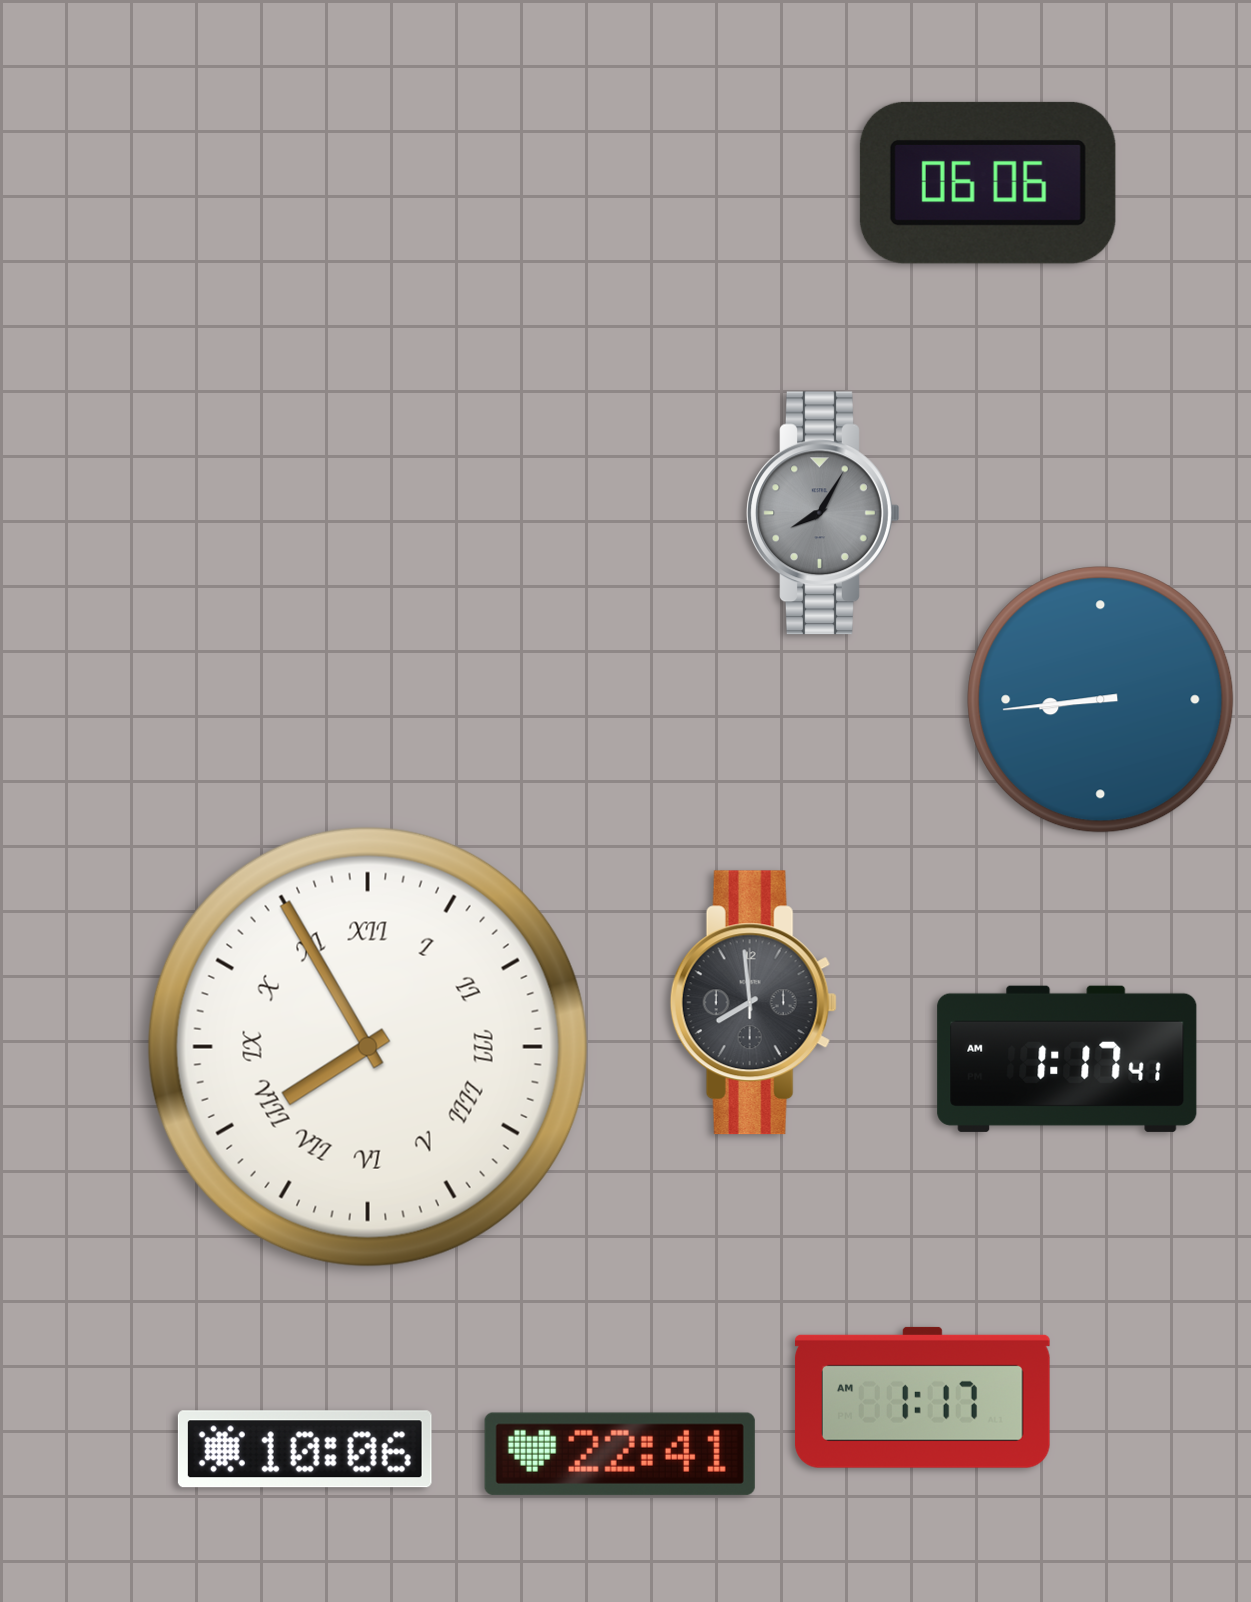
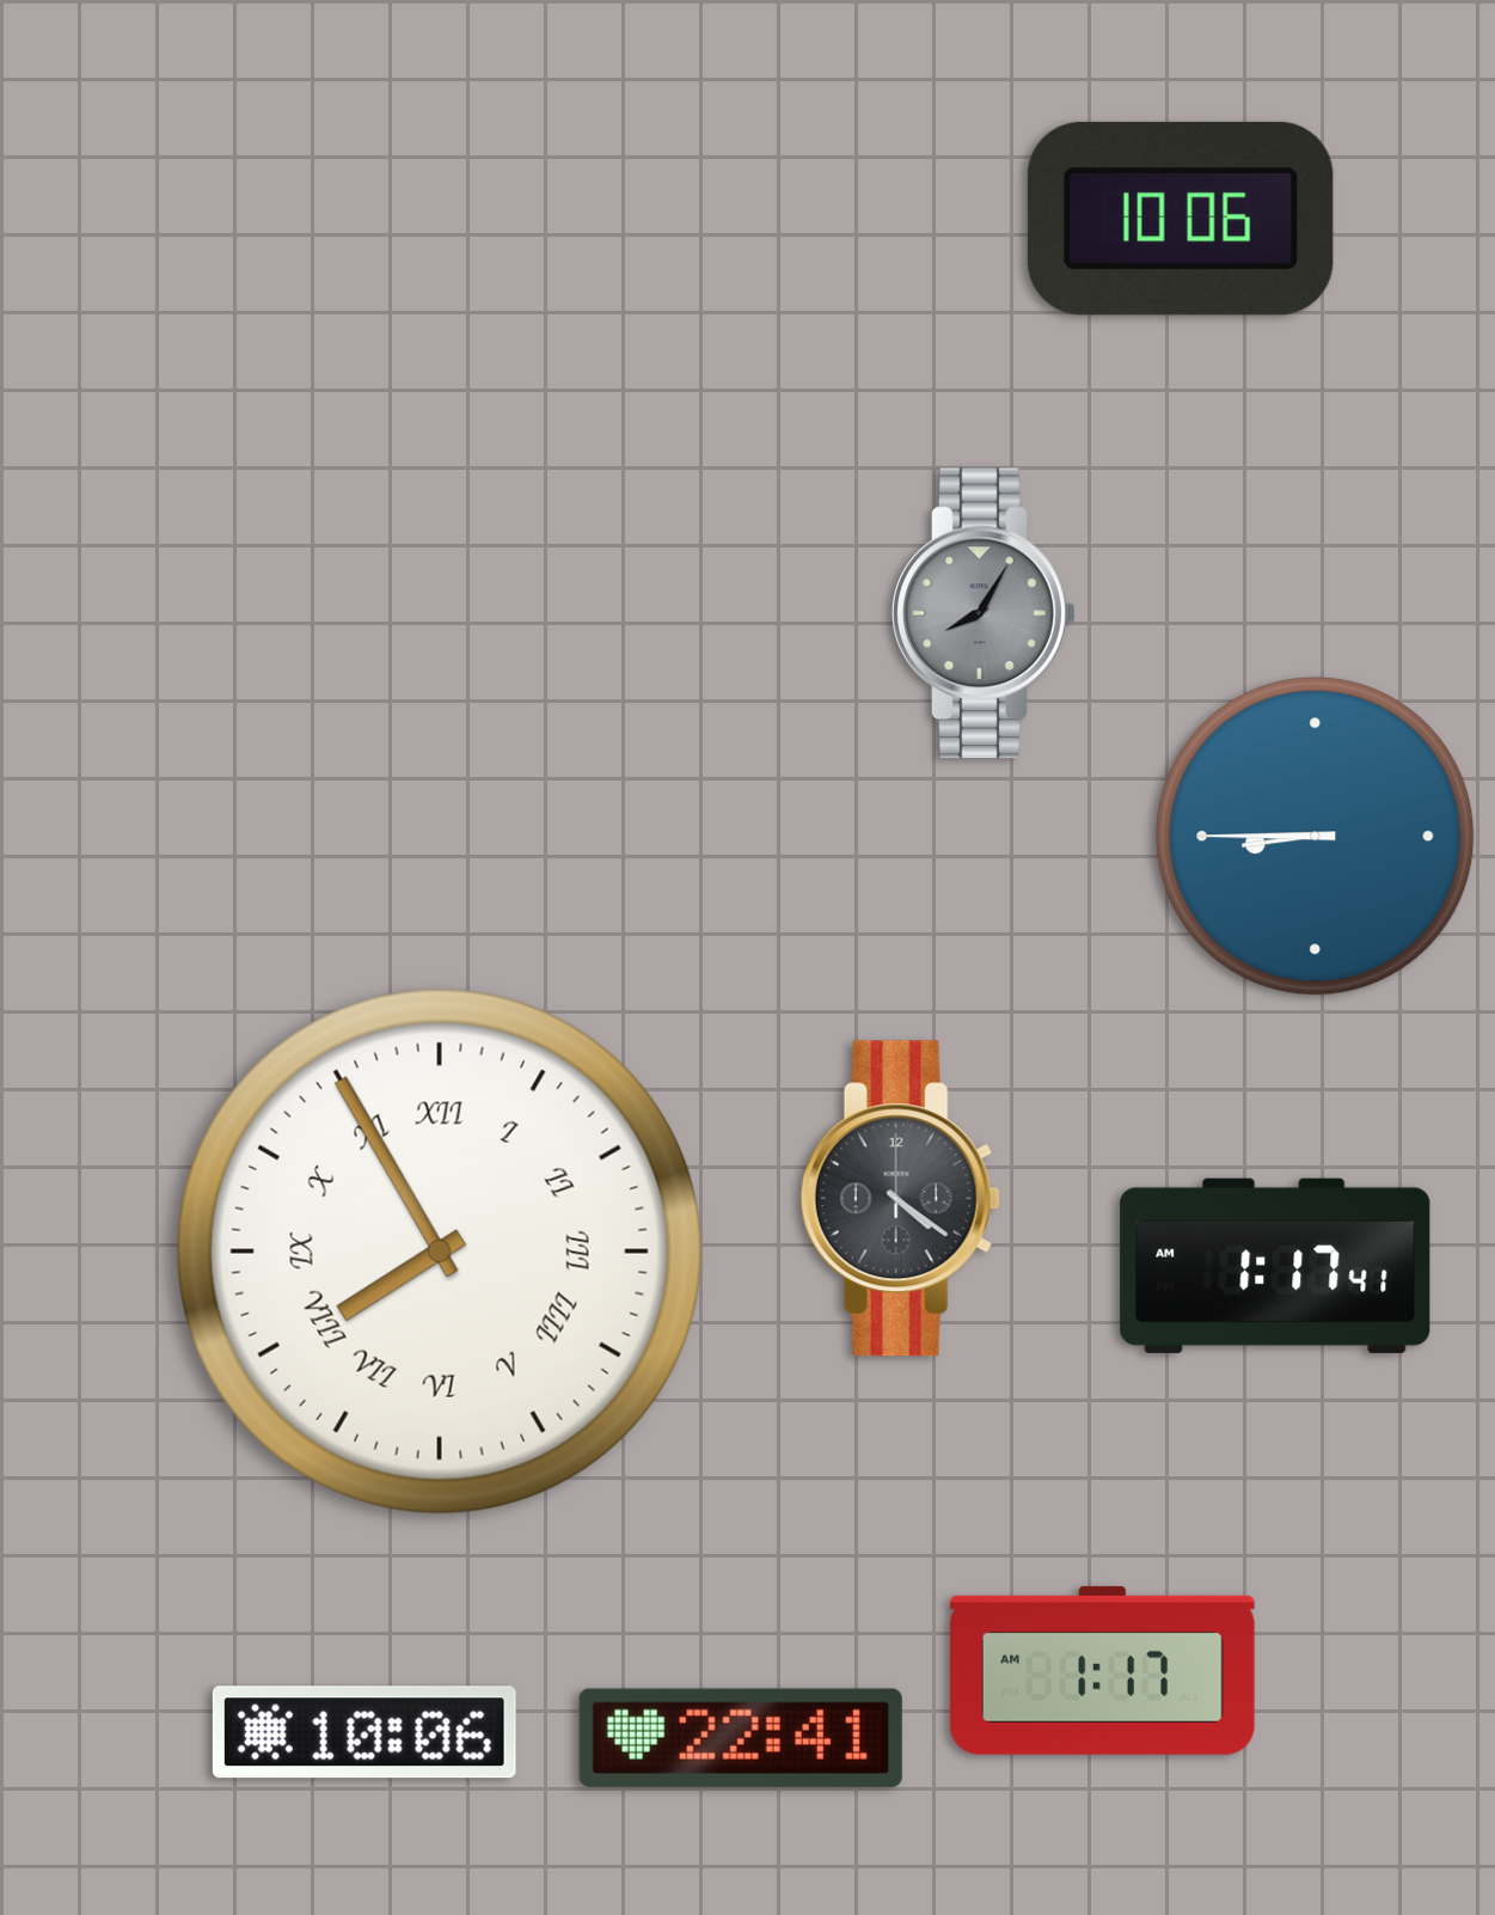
clock at (988, 183): 06:06 -> 10:06
clock at (1101, 700): 8:44 -> 8:45
clock at (753, 1003): 7:59 -> 4:21
